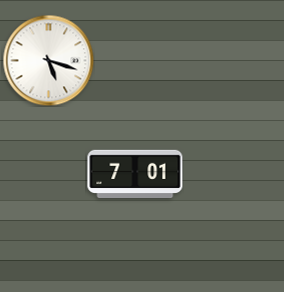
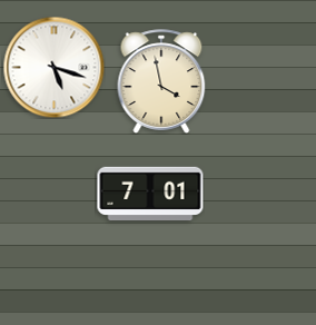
clock at (161, 81): none -> 3:58
